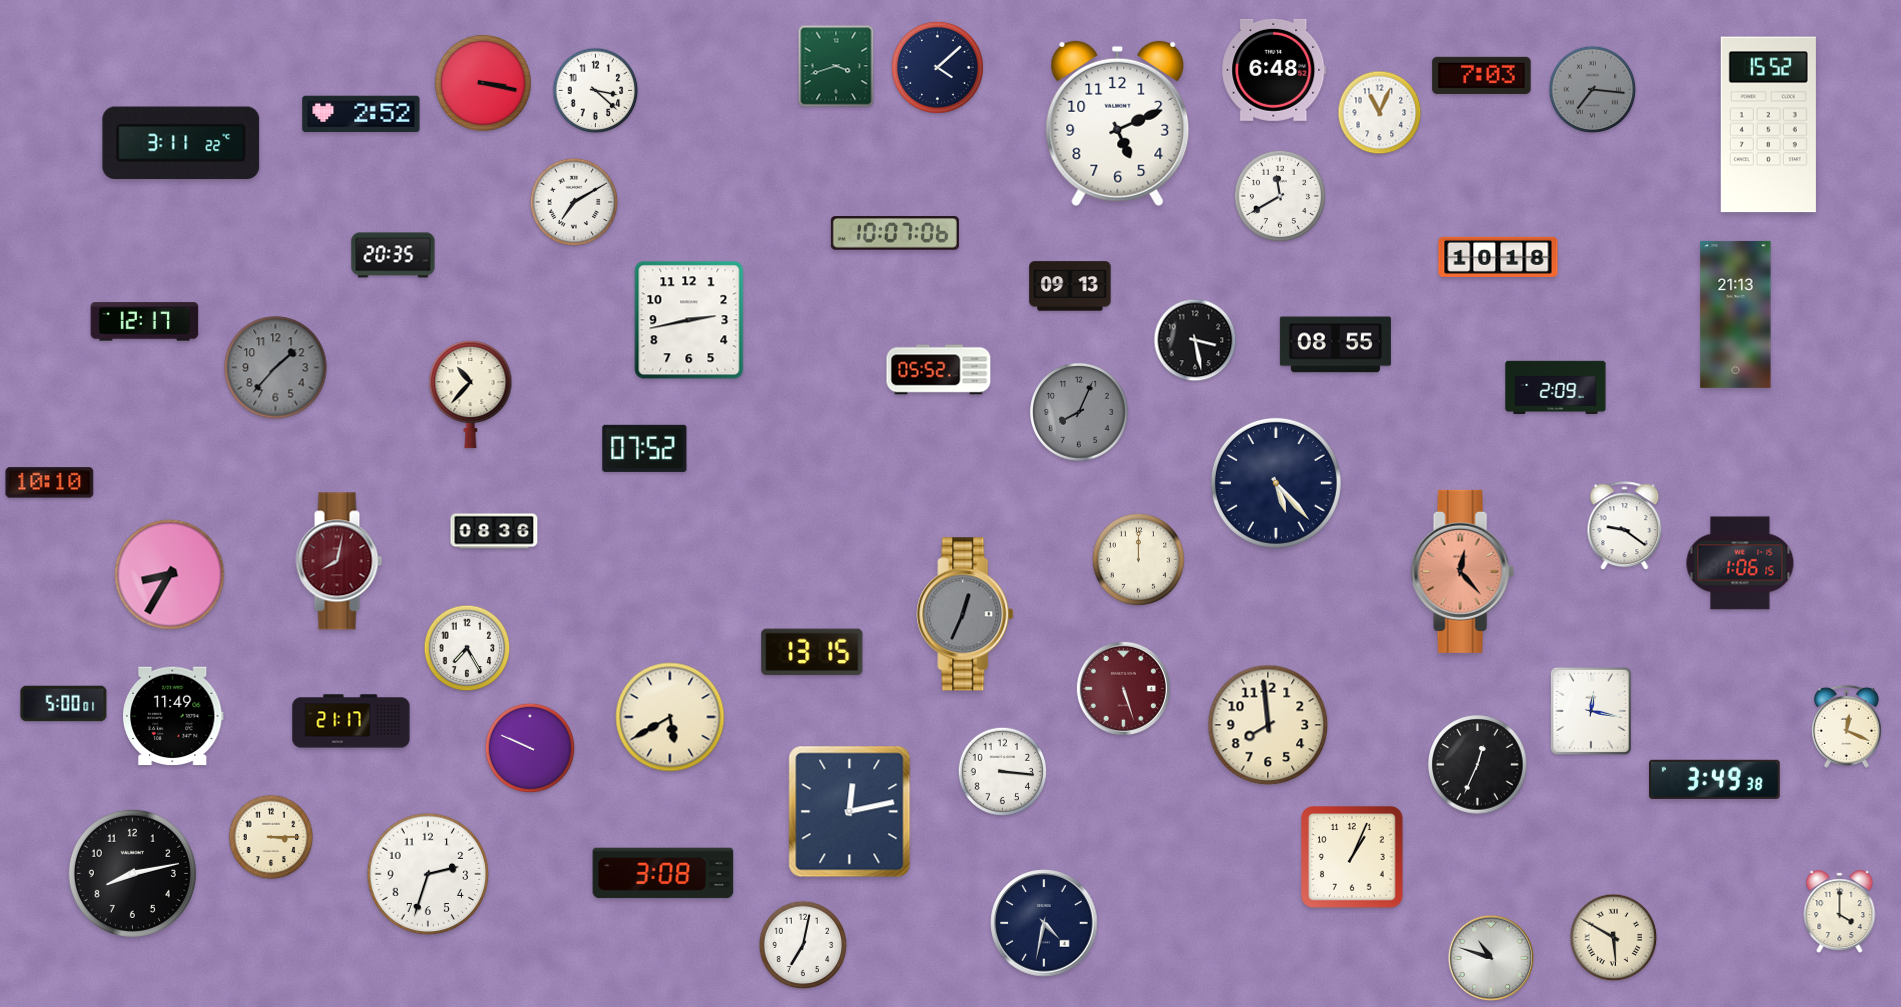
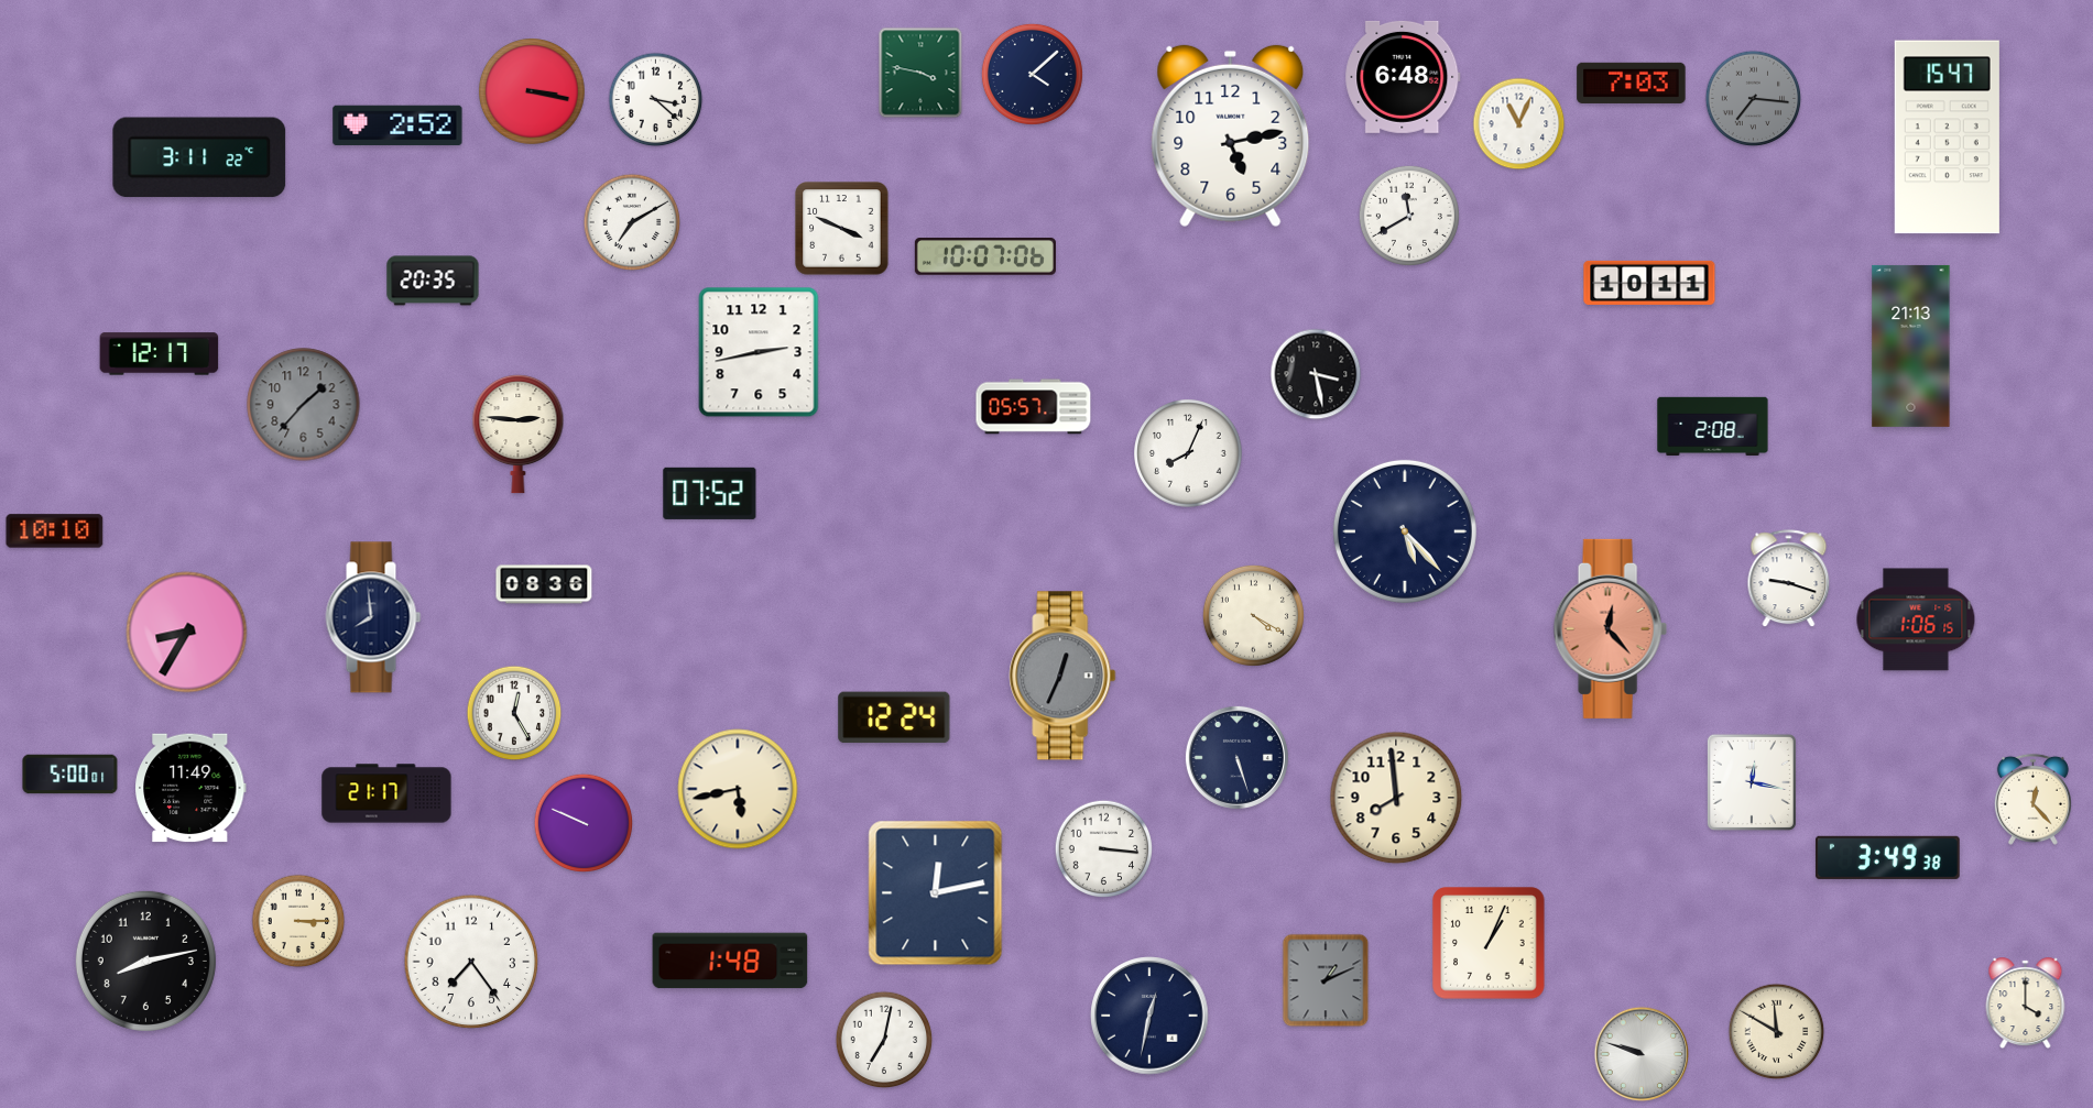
clock at (836, 66): 3:42 -> 3:47
clock at (1118, 124): 5:11 -> 5:13
clock at (1768, 125): 15:52 -> 15:47
clock at (842, 229): none -> 3:49
clock at (1498, 257): 10:18 -> 10:11
clock at (1070, 286): 09:13 -> none
clock at (1335, 345): 08:55 -> none
clock at (939, 370): 05:52 -> 05:57
clock at (1556, 388): 2:09 -> 2:08
clock at (471, 394): 10:37 -> 2:46
clock at (1079, 412) dial: grey -> white
clock at (1625, 526): 9:21 -> 9:18
clock at (1138, 559): 12:00 -> 4:20
clock at (339, 561): 8:02 -> 7:59
clock at (339, 561) dial: burgundy -> navy
clock at (467, 648): 7:25 -> 12:25
clock at (812, 652): 13:15 -> 12:24
clock at (1123, 688) dial: burgundy -> navy
clock at (670, 717): 5:40 -> 5:43
clock at (1846, 726): 12:19 -> 12:23
clock at (1478, 765): 12:34 -> none
clock at (663, 873): 3:08 -> 1:48
clock at (428, 874): 2:33 -> 7:24
clock at (1326, 980): none -> 1:11
clock at (1044, 923): 4:32 -> 12:32
clock at (1614, 938): 5:50 -> 11:50
clock at (1491, 958): 10:48 -> 9:48
